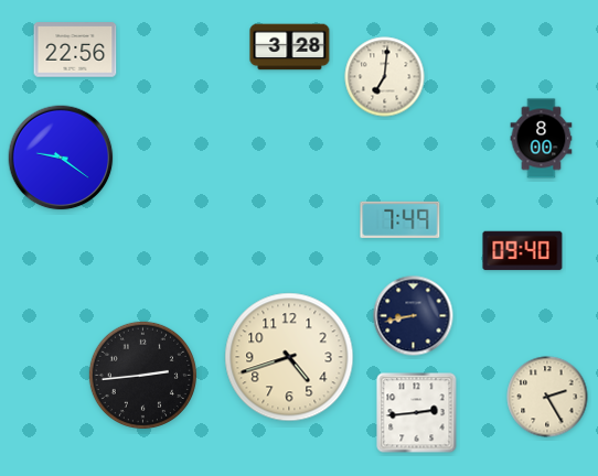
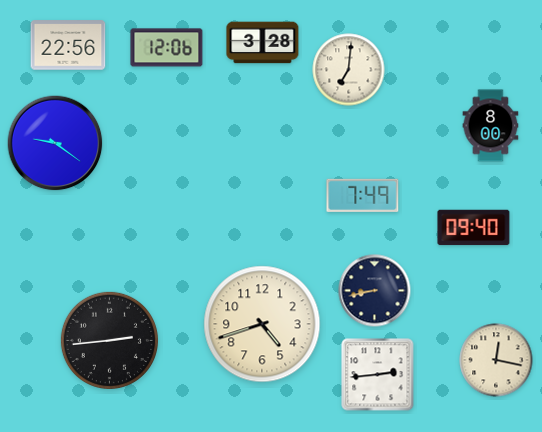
clock at (167, 48): none -> 12:06
clock at (401, 219) position: (401, 219) -> (363, 195)
clock at (414, 316) position: (414, 316) -> (375, 291)
clock at (142, 375) position: (142, 375) -> (109, 340)
clock at (547, 397): 2:25 -> 12:17
